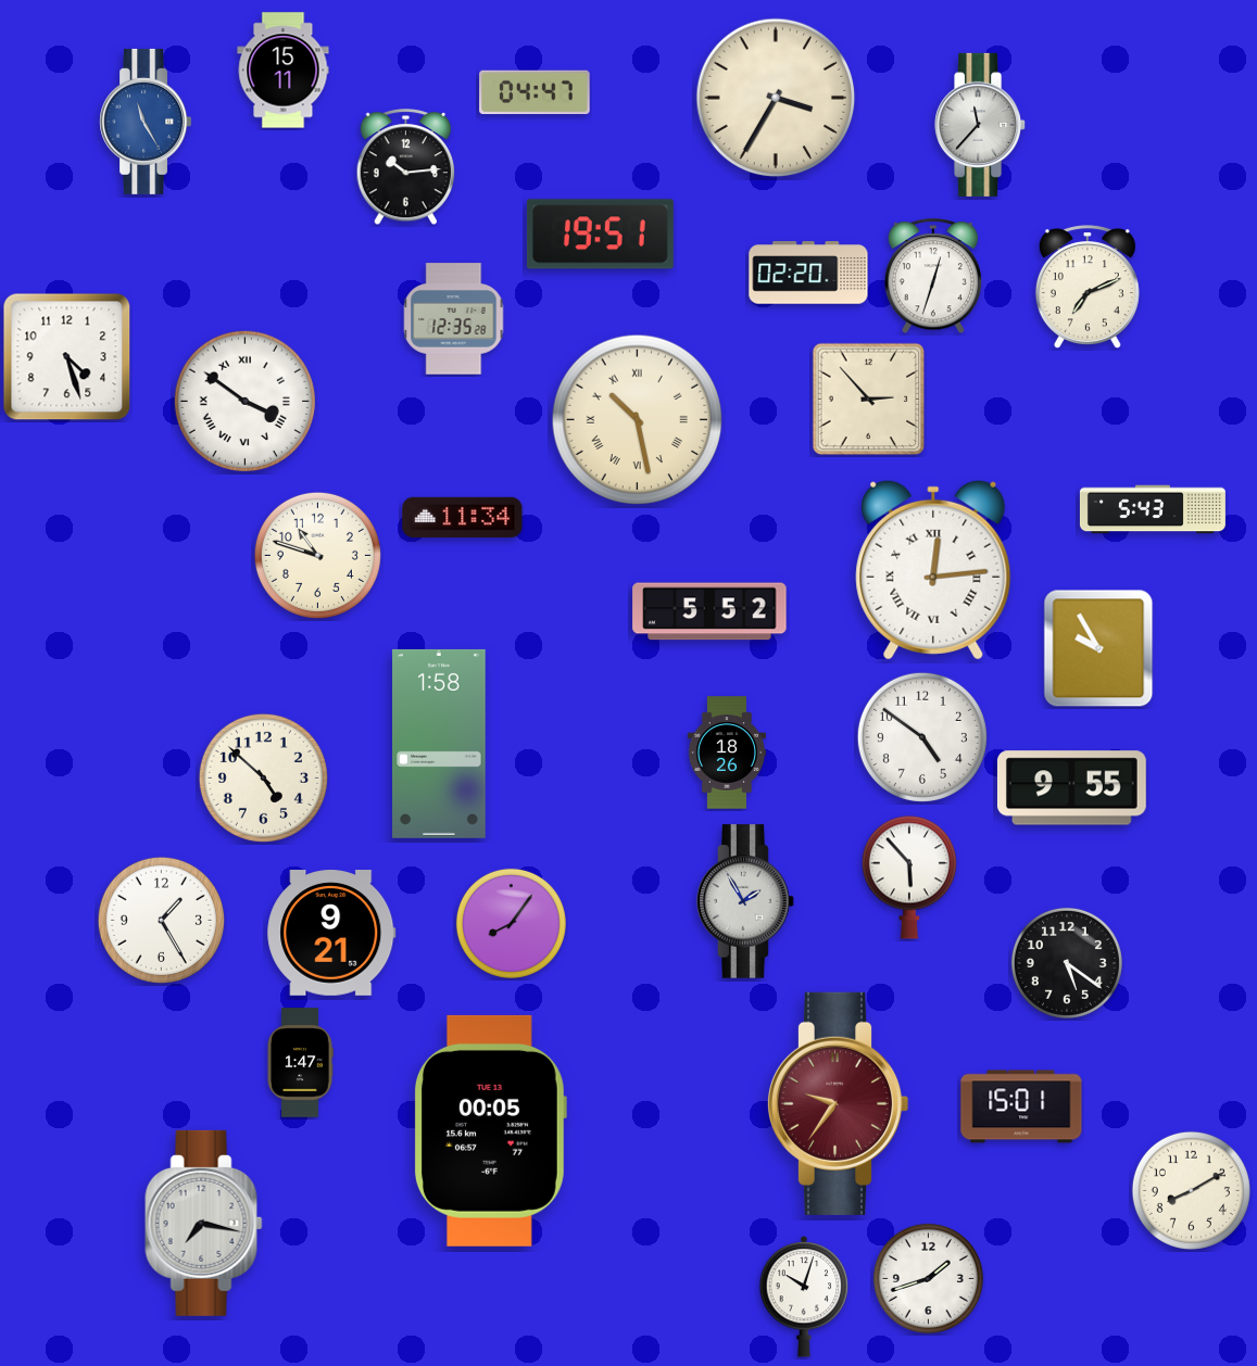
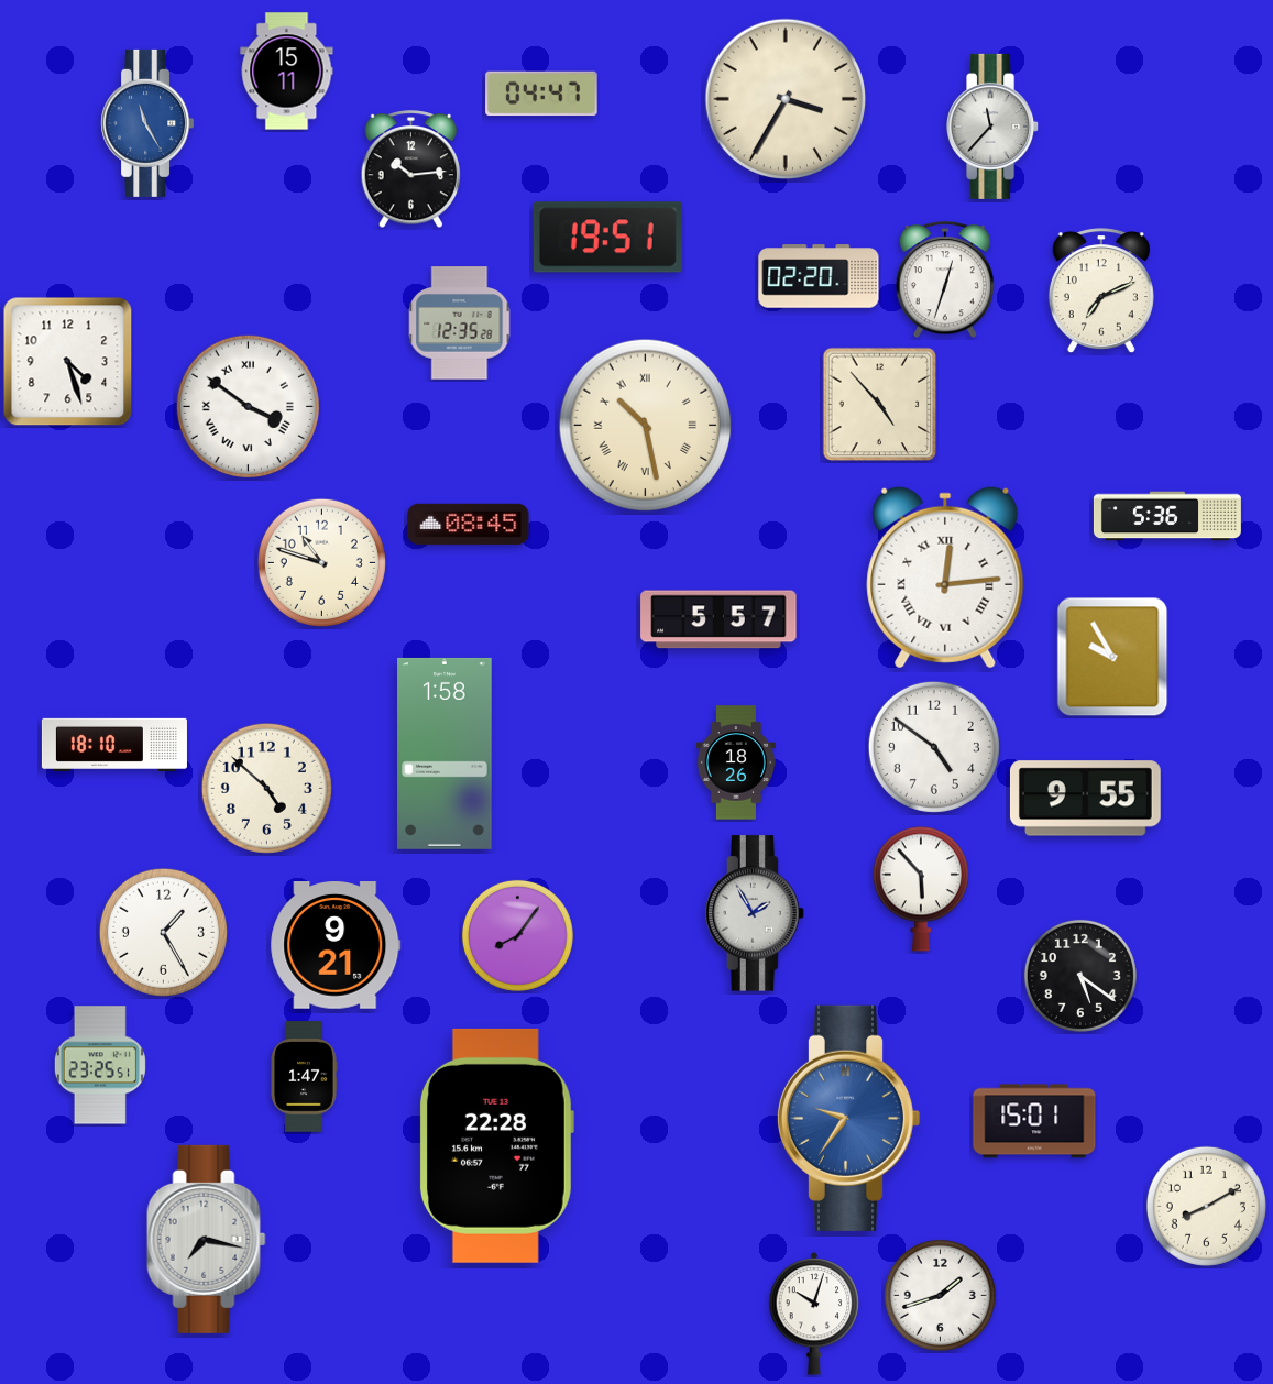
clock at (869, 400): 2:53 -> 4:53
clock at (1153, 509): 5:43 -> 5:36
clock at (463, 517): 11:34 -> 08:45
clock at (709, 611): 5:52 -> 5:57
clock at (114, 745): none -> 18:10
clock at (100, 1065): none -> 23:25
clock at (838, 1103) dial: burgundy -> blue
clock at (490, 1130): 00:05 -> 22:28
